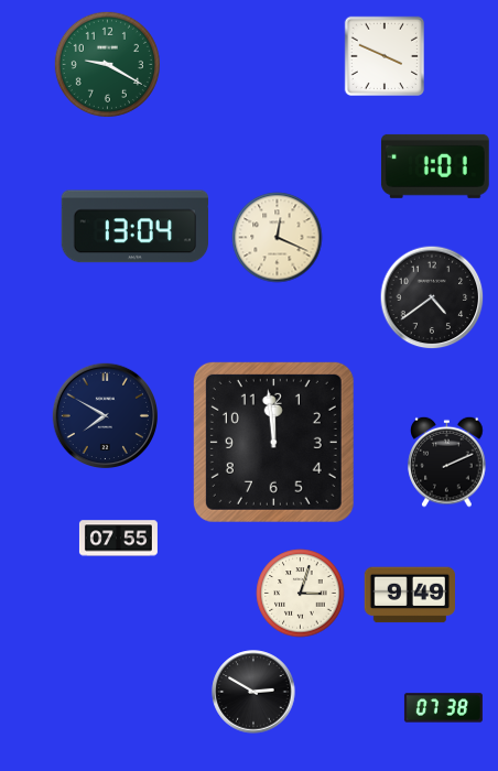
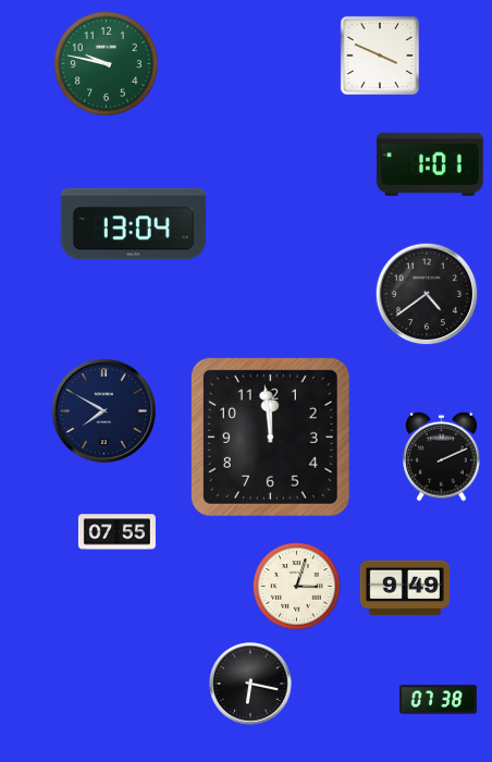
clock at (107, 64): 9:20 -> 9:47
clock at (278, 238): 12:19 -> none
clock at (253, 692): 2:50 -> 6:17
